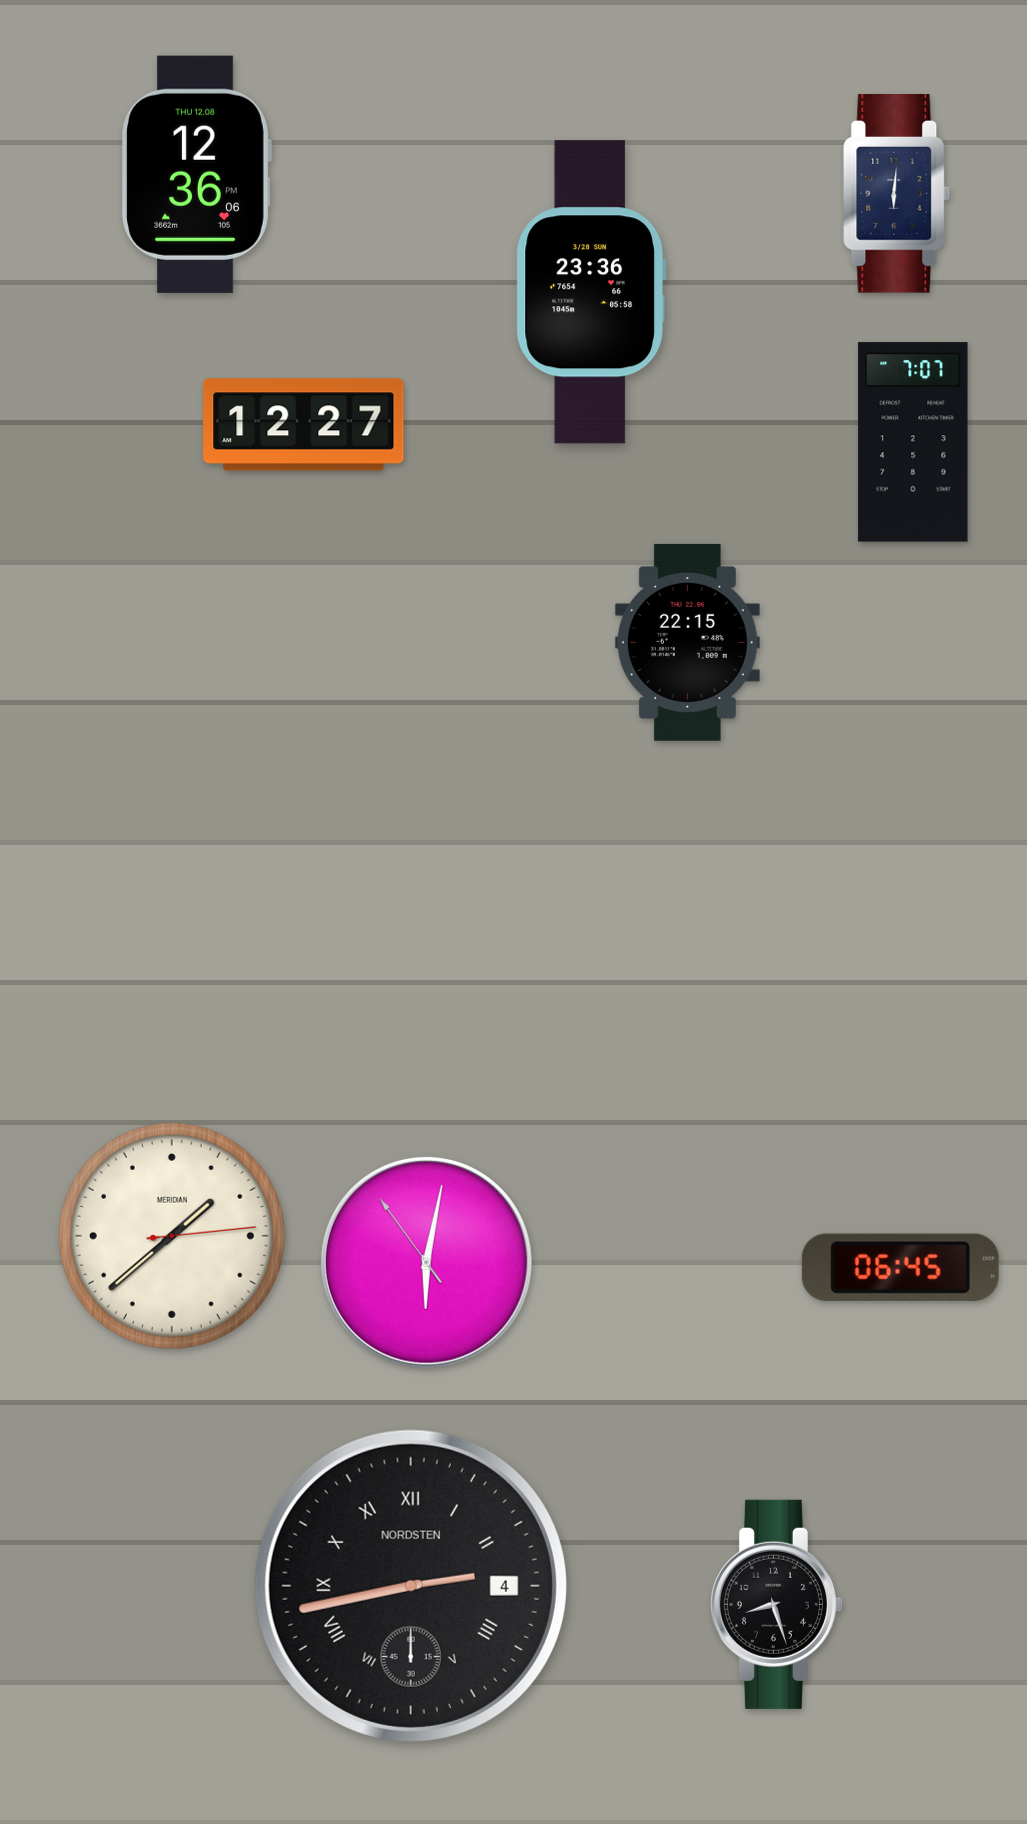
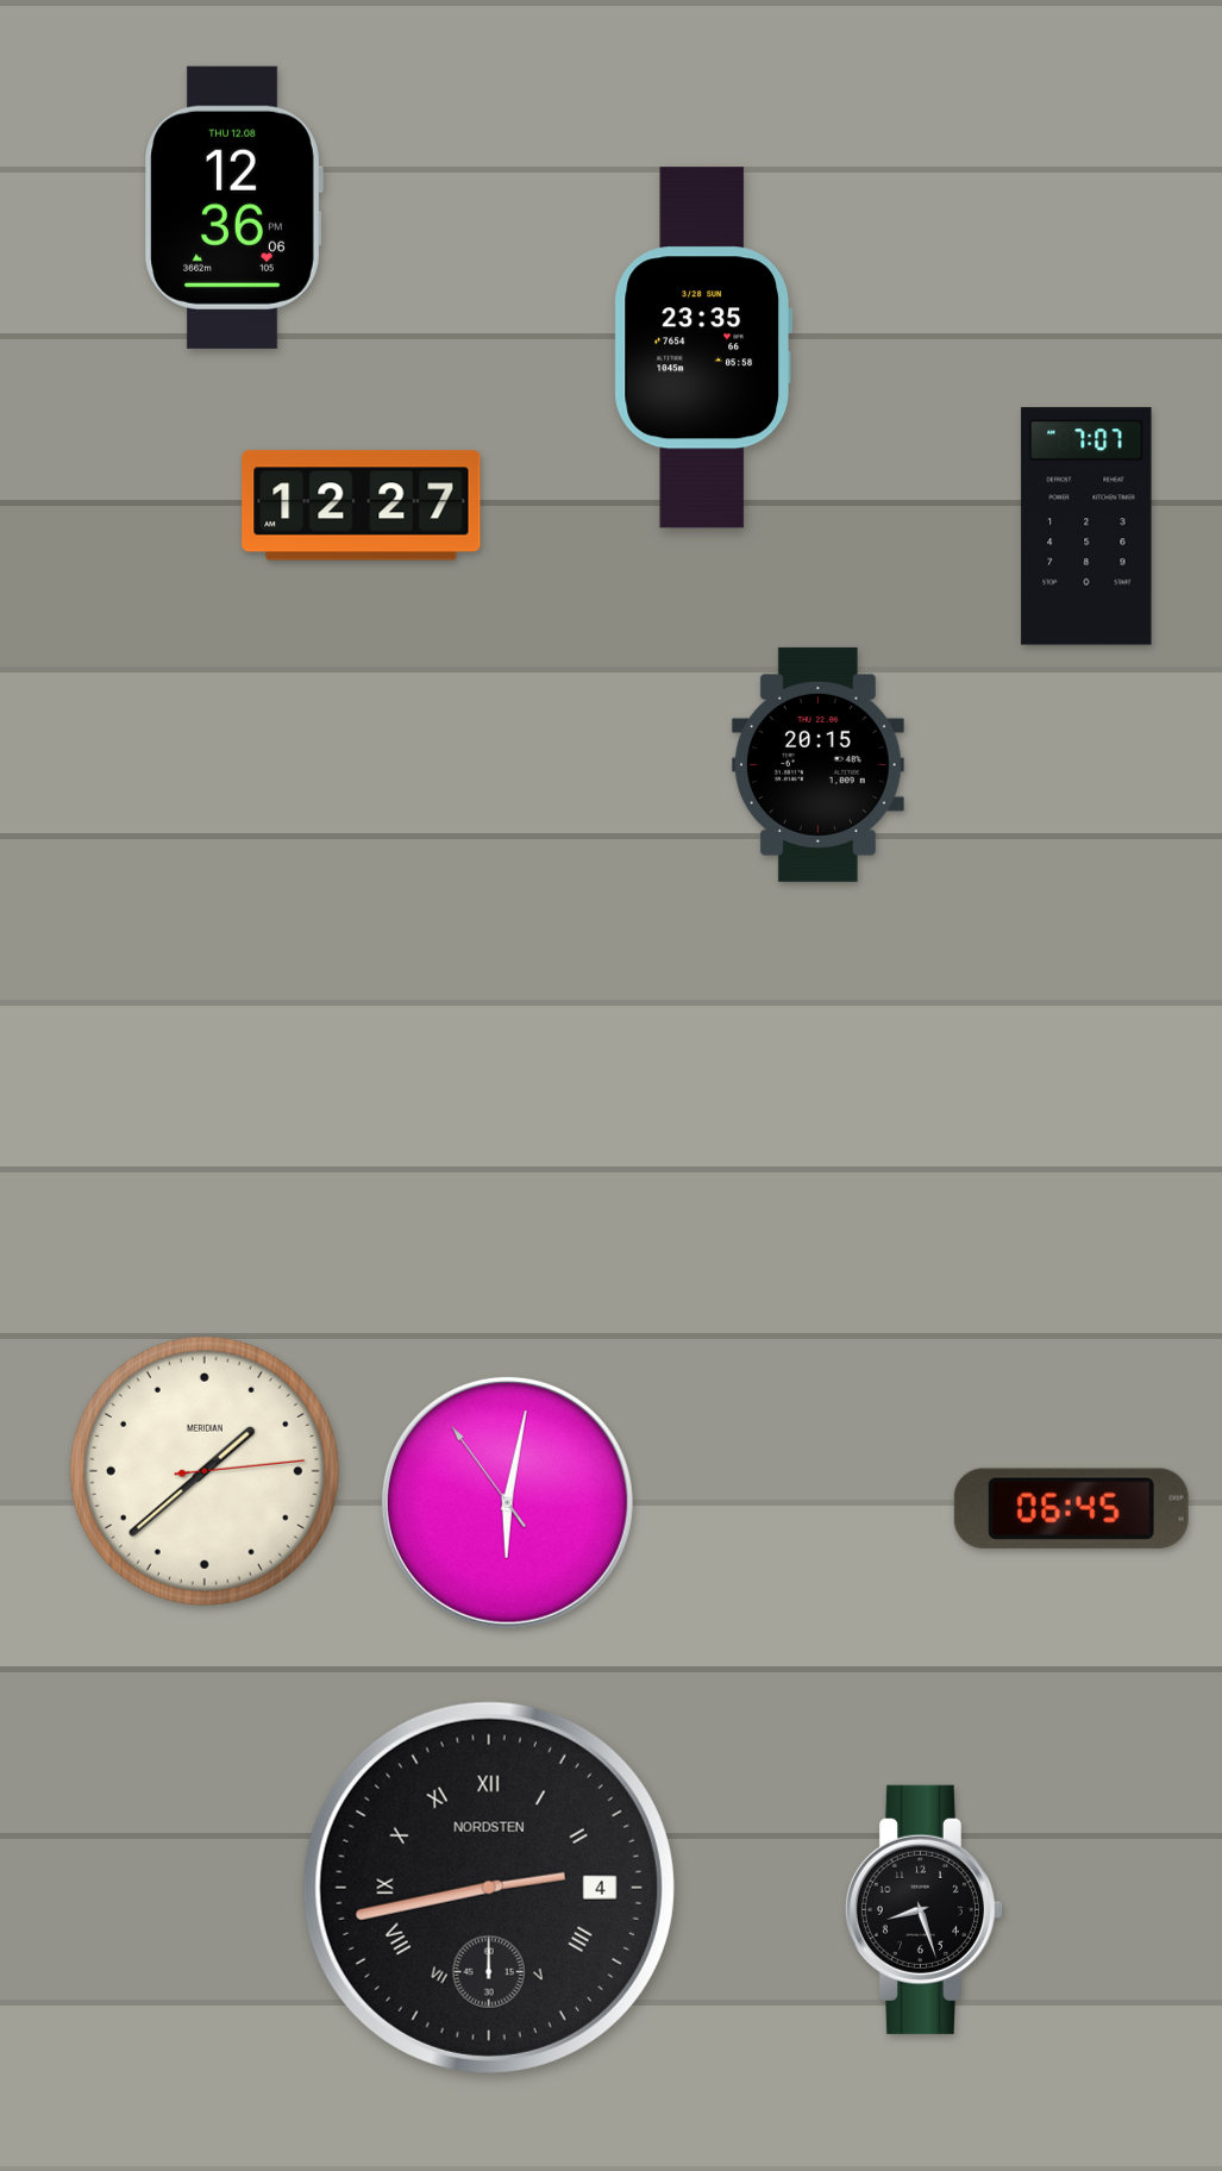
clock at (897, 194): 6:01 -> none
clock at (591, 292): 23:36 -> 23:35
clock at (687, 642): 22:15 -> 20:15
